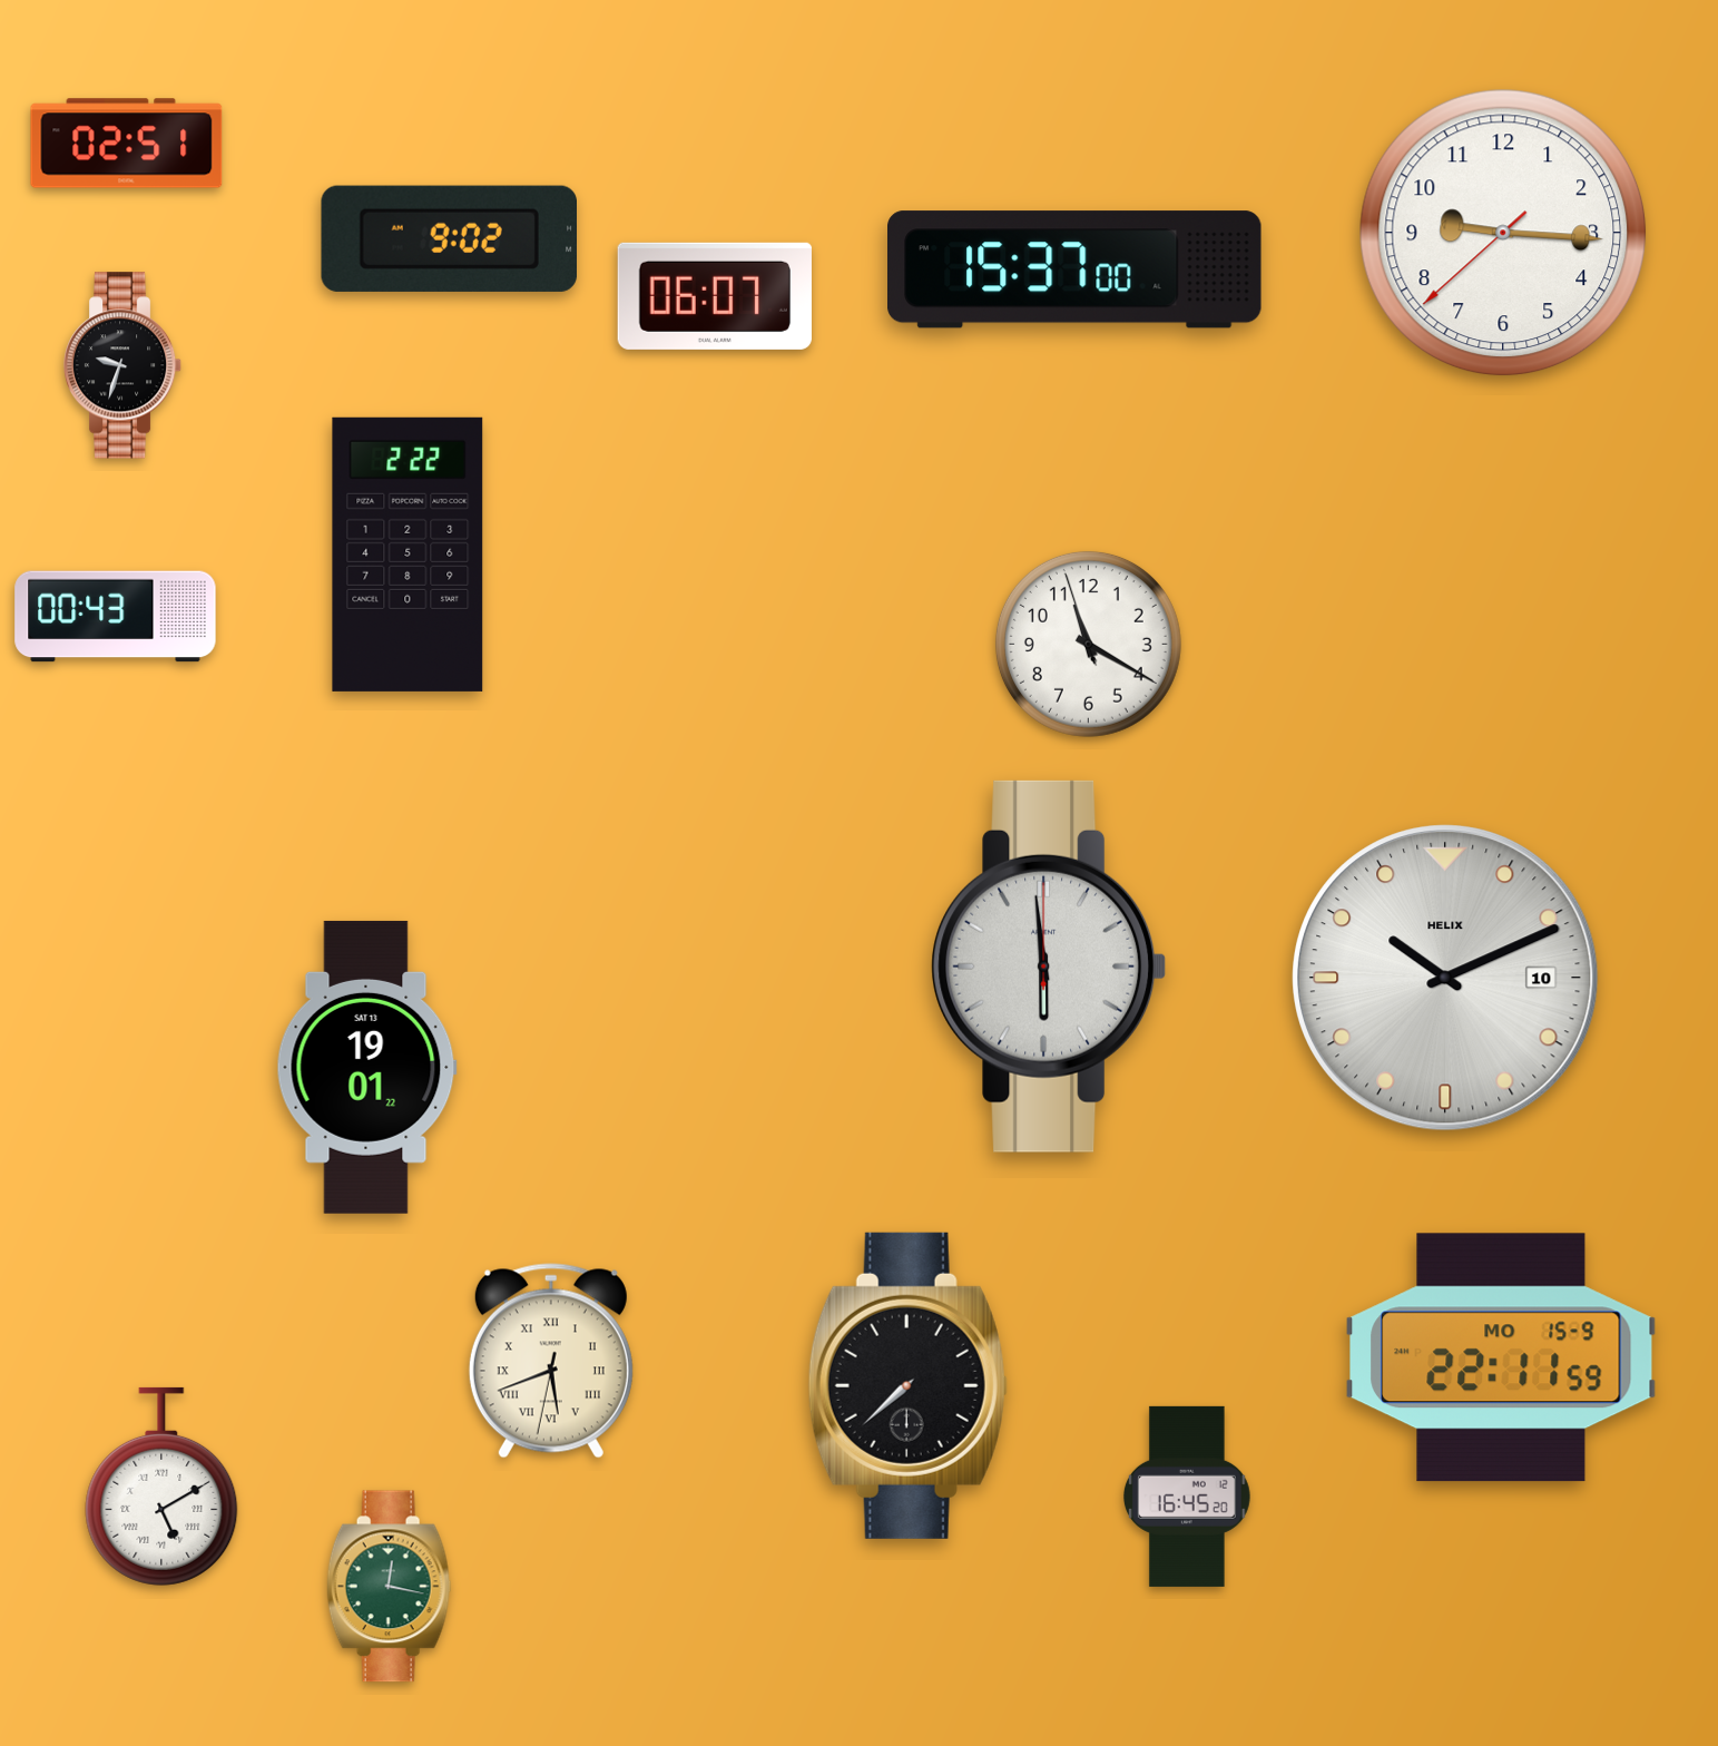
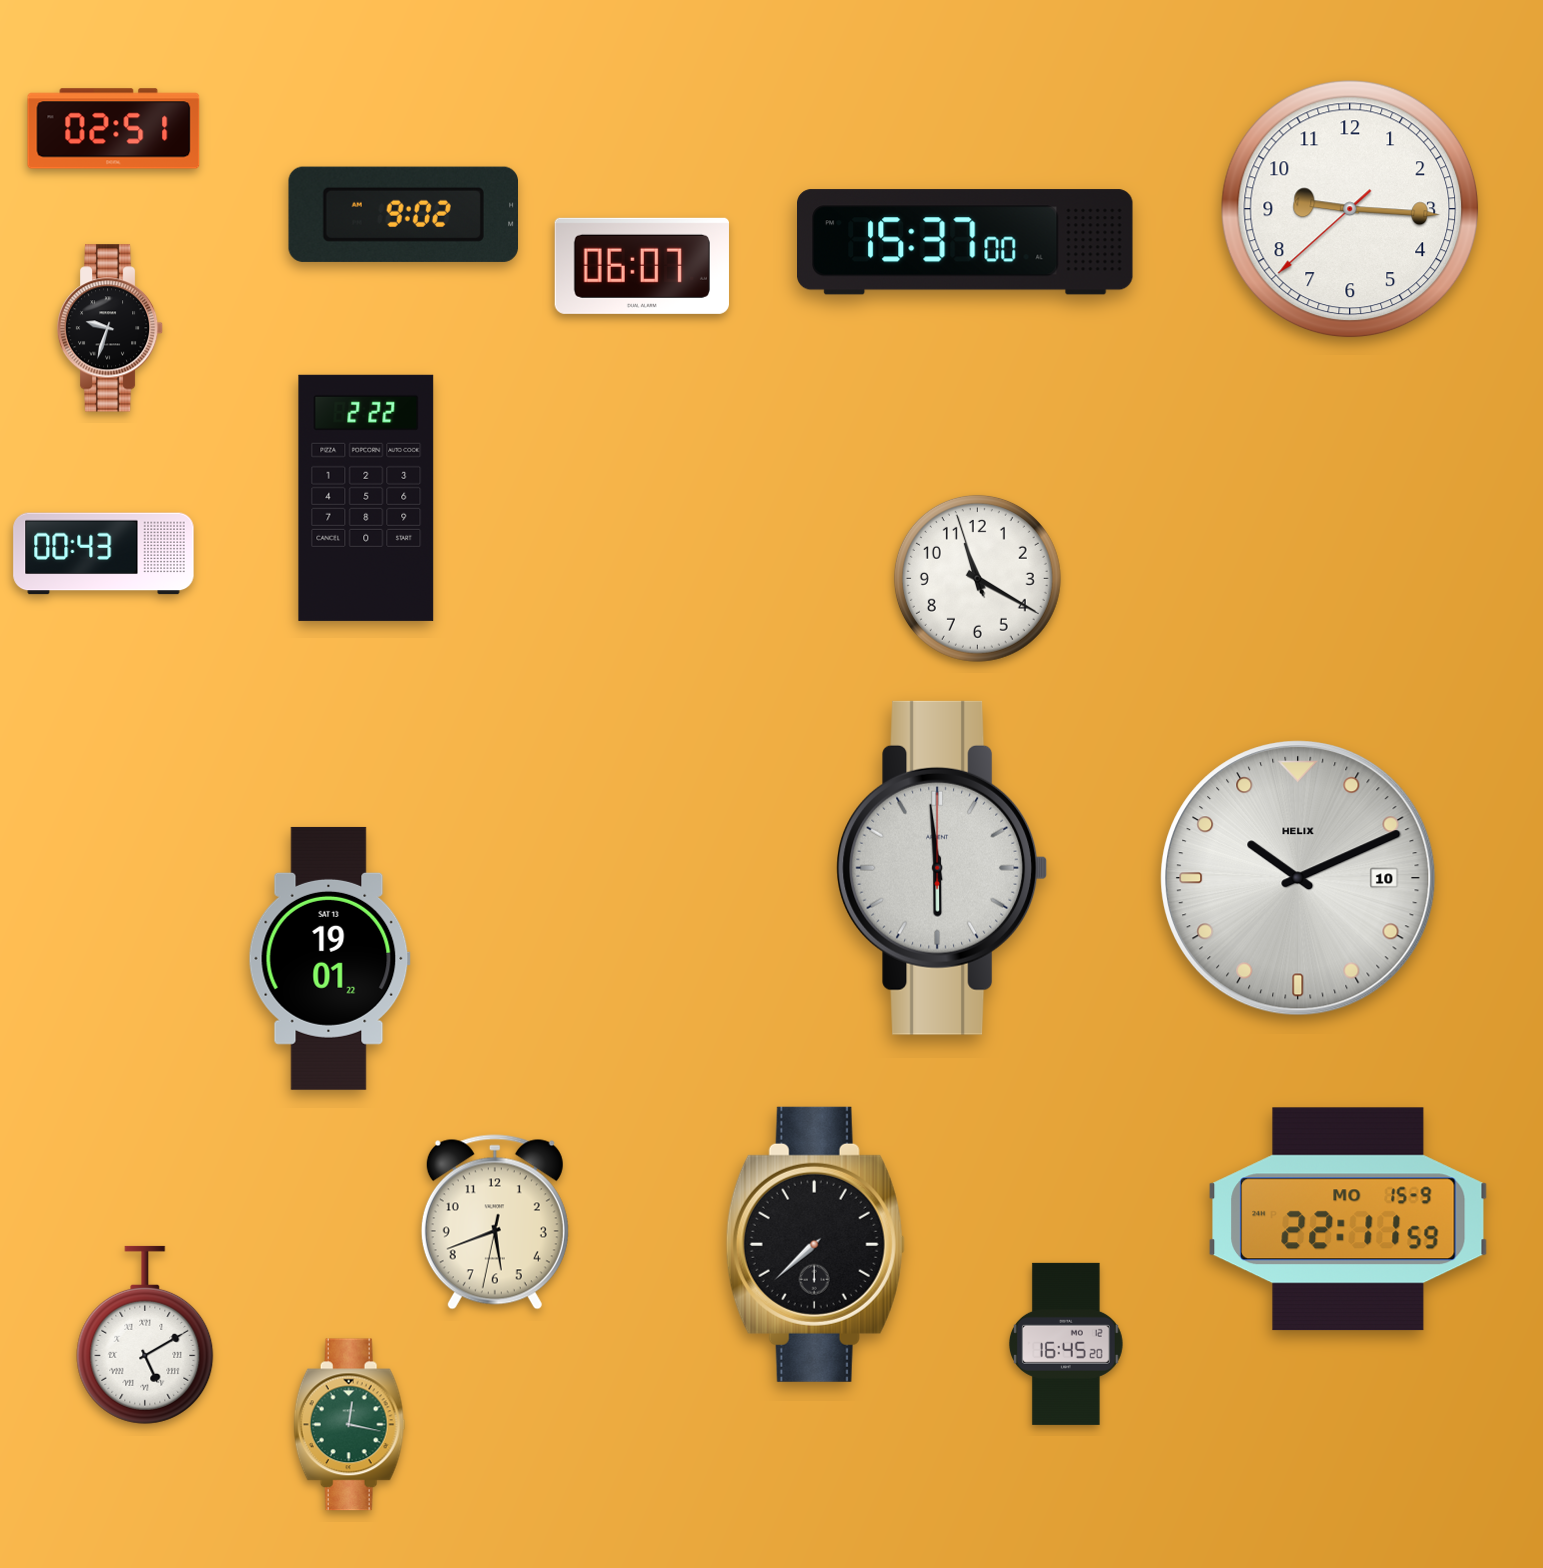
clock at (551, 1361) numerals: Roman -> Arabic
